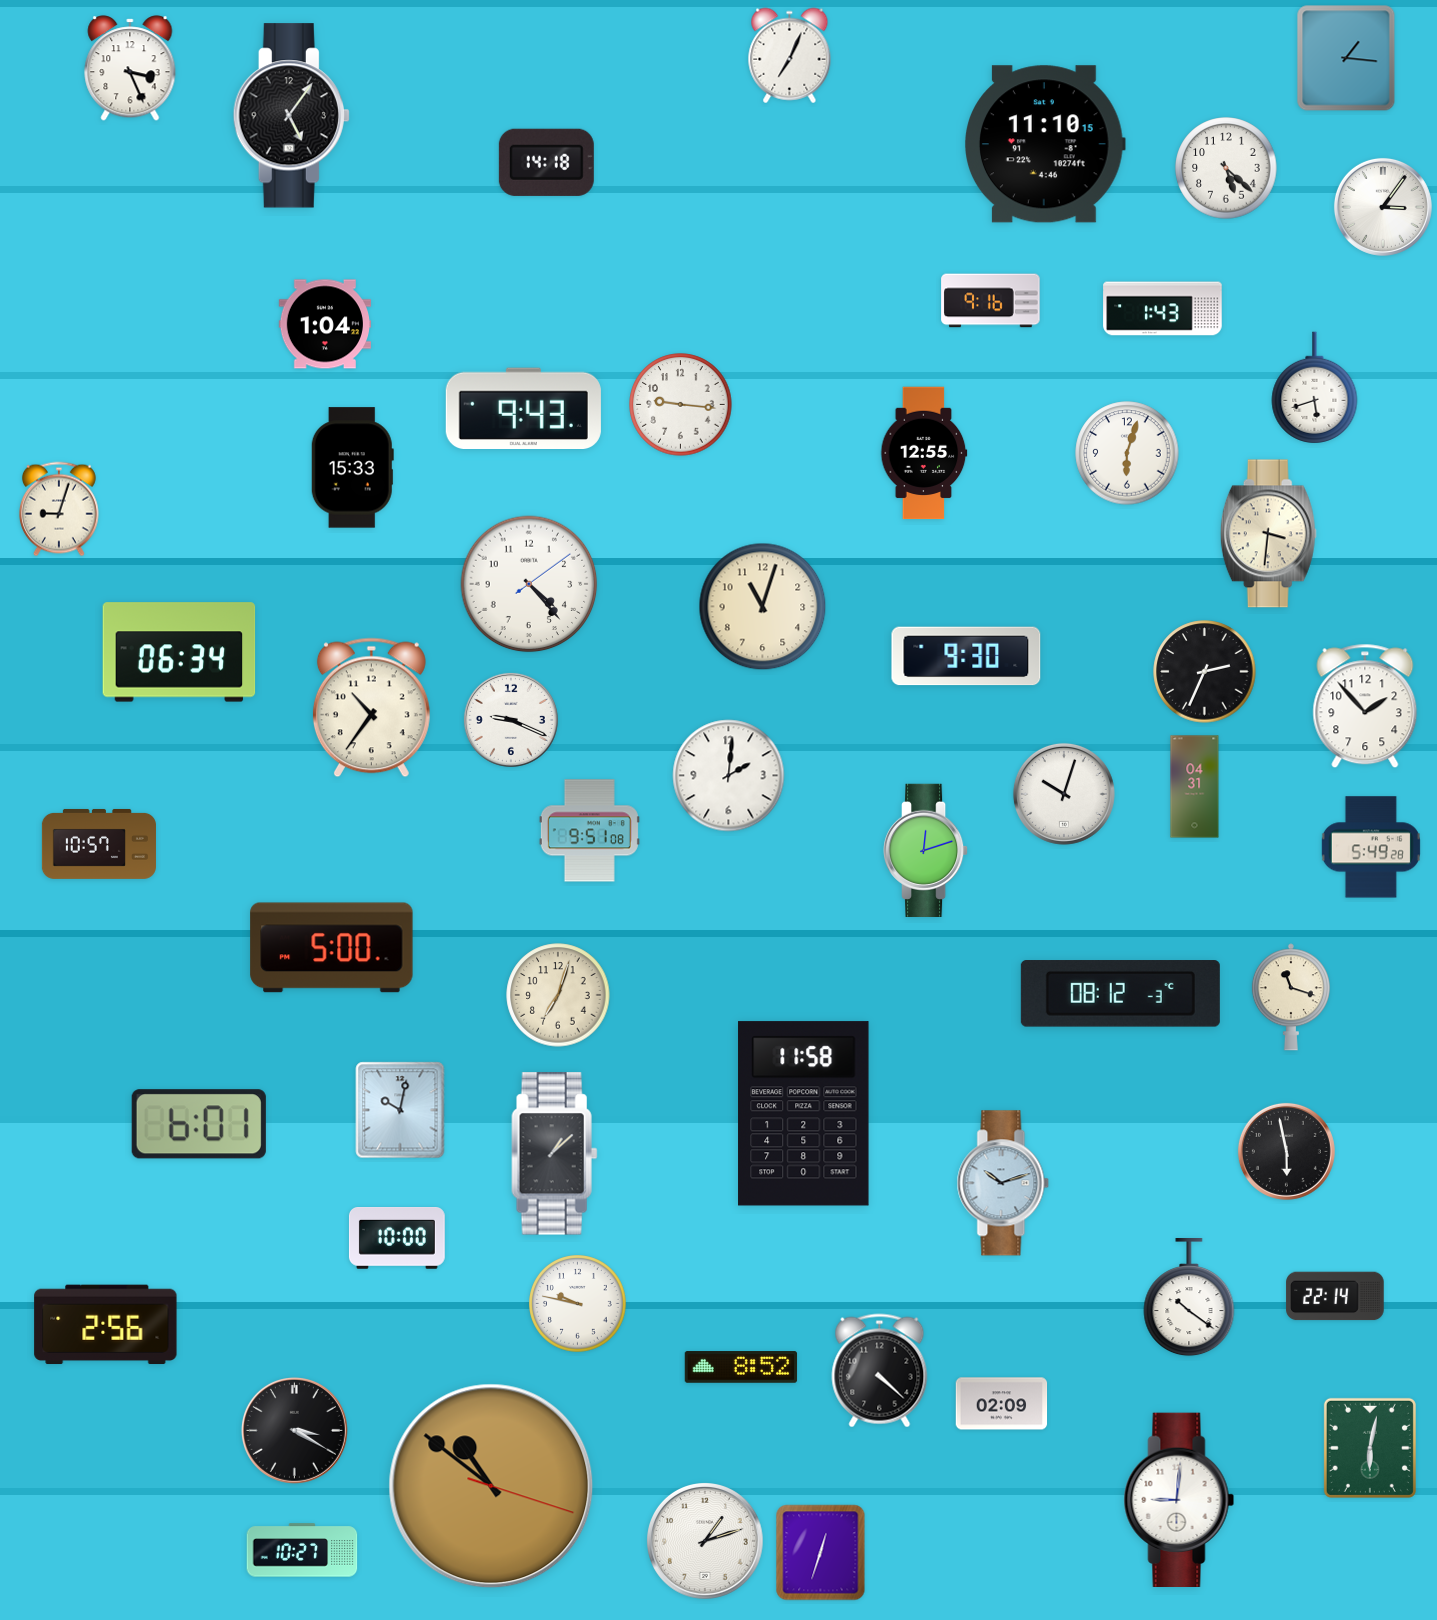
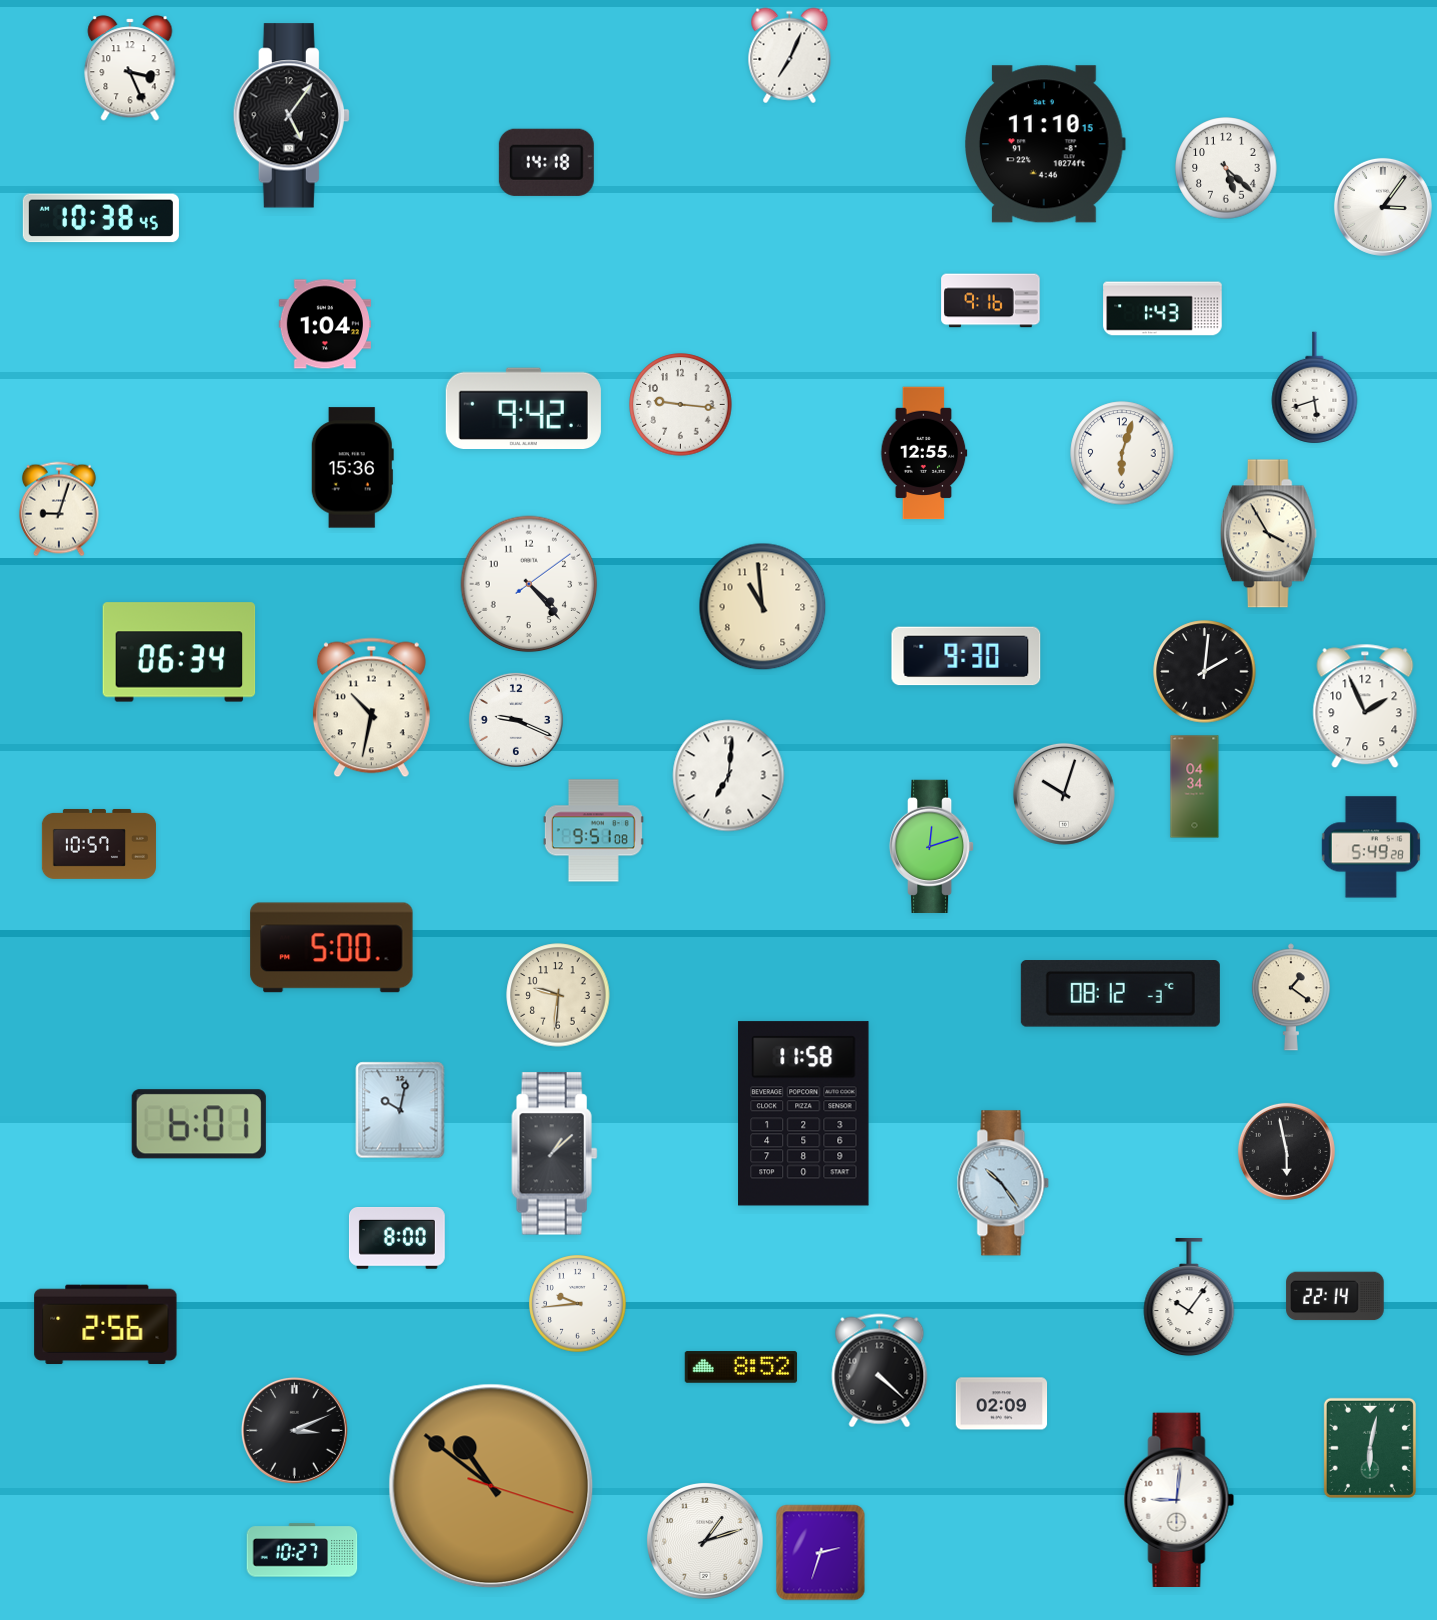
clock at (1346, 58): 1:16 -> none
clock at (101, 218): none -> 10:38
clock at (523, 408): 9:43 -> 9:42
clock at (1127, 453) position: (1127, 453) -> (1122, 453)
clock at (352, 468): 15:33 -> 15:36
clock at (1268, 534): 3:31 -> 3:55
clock at (763, 607): 11:03 -> 10:59
clock at (1205, 672): 2:34 -> 2:01
clock at (1365, 706): 1:53 -> 1:56
clock at (371, 708): 10:36 -> 10:32
clock at (511, 720) position: (511, 720) -> (516, 720)
clock at (729, 776): 2:01 -> 7:01
clock at (1195, 787): 04:31 -> 04:34
clock at (589, 831) position: (589, 831) -> (593, 831)
clock at (926, 850) position: (926, 850) -> (932, 846)
clock at (558, 995): 7:03 -> 9:31
clock at (1291, 997): 11:18 -> 1:21
clock at (1003, 1183): 10:12 -> 10:24
clock at (397, 1239): 10:00 -> 8:00
clock at (1189, 1298): 10:21 -> 10:06
clock at (578, 1304): 9:47 -> 9:44
clock at (294, 1430): 3:20 -> 3:11
clock at (821, 1553): 12:33 -> 2:33
